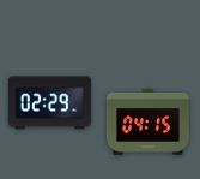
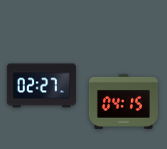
clock at (49, 103): 02:29 -> 02:27
